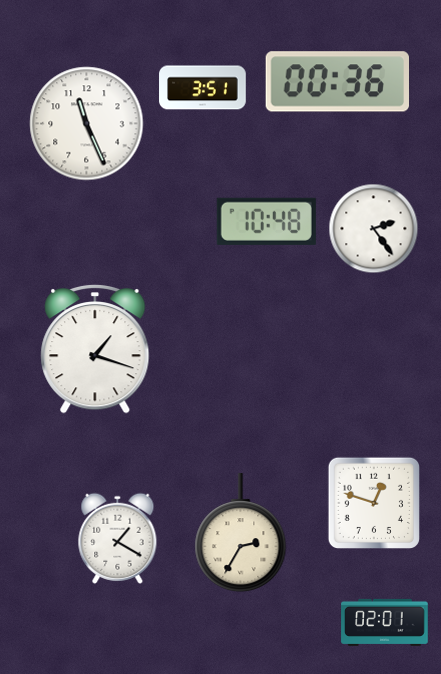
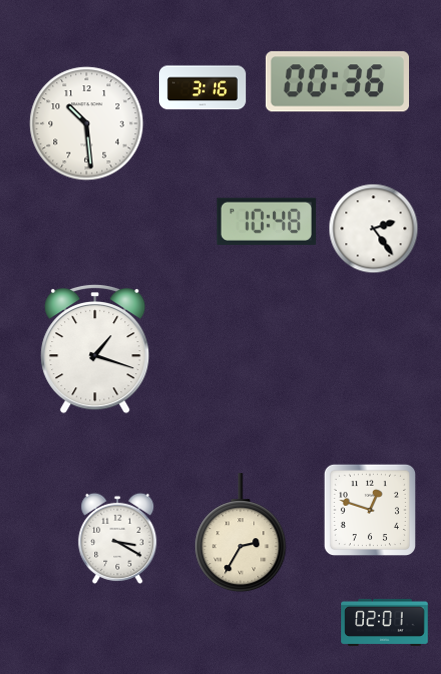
clock at (203, 88): 3:51 -> 3:16
clock at (87, 124): 11:26 -> 10:29
clock at (373, 502) position: (373, 502) -> (369, 509)
clock at (118, 538): 1:20 -> 3:20
